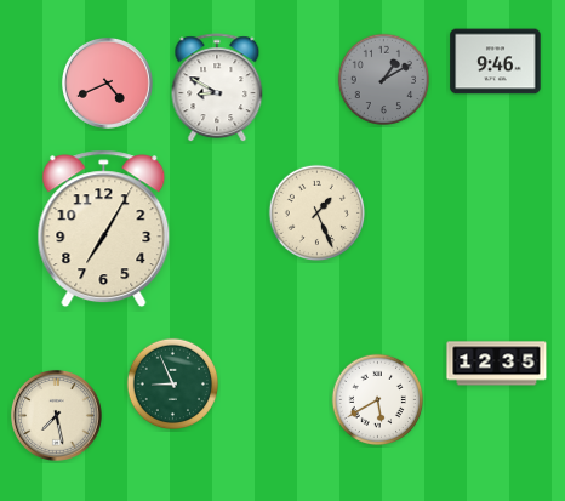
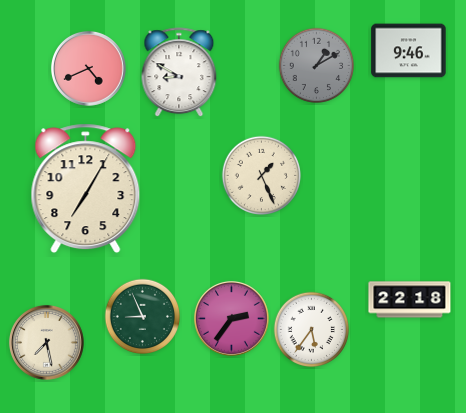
clock at (497, 364): 12:35 -> 22:18
clock at (231, 318): none -> 2:36
clock at (378, 400): 5:40 -> 5:36
